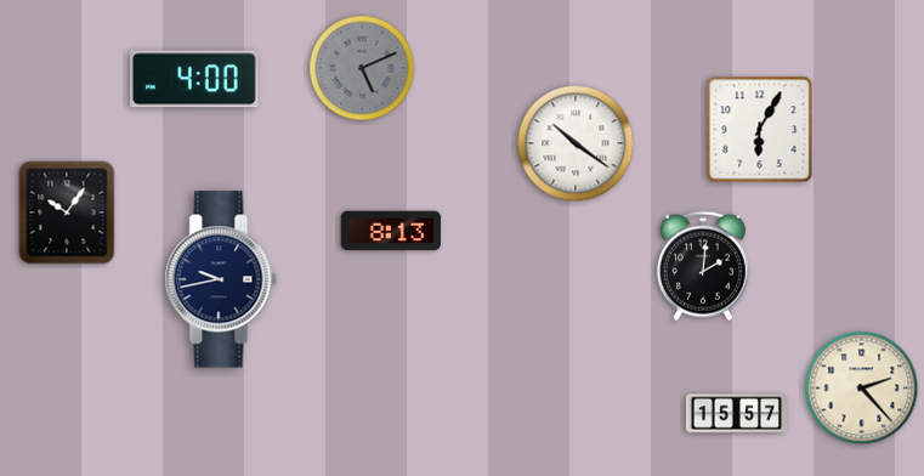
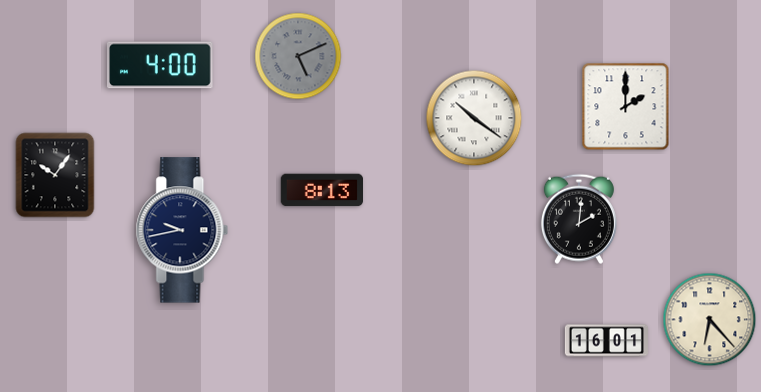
clock at (760, 130): 6:05 -> 2:00
clock at (862, 389): 2:23 -> 6:23
clock at (736, 414): 15:57 -> 16:01
